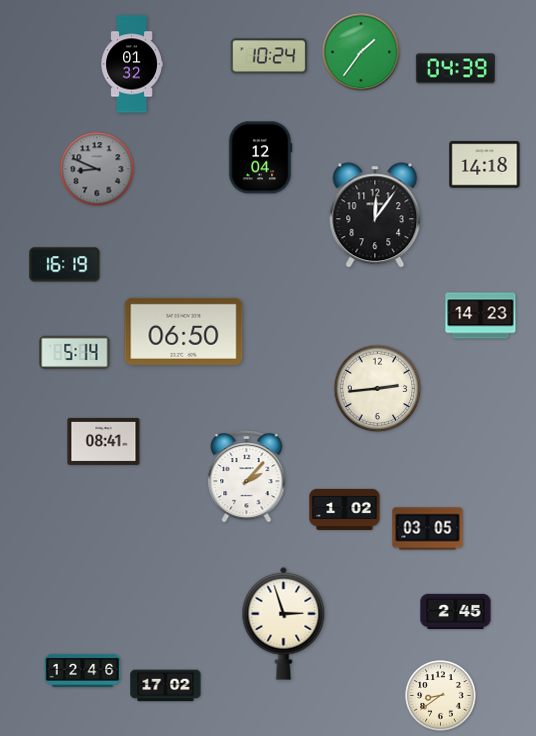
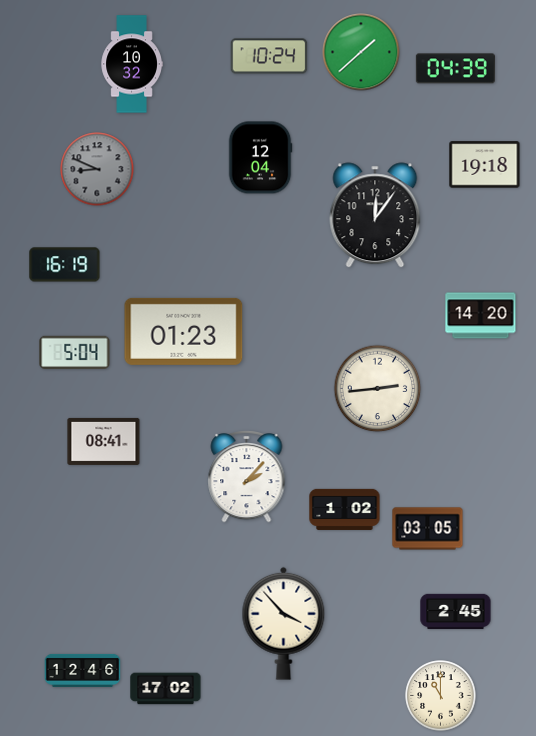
clock at (361, 52): 1:36 -> 1:38
clock at (132, 64): 01:32 -> 10:32
clock at (485, 165): 14:18 -> 19:18
clock at (481, 316): 14:23 -> 14:20
clock at (184, 331): 06:50 -> 01:23
clock at (75, 352): 5:14 -> 5:04
clock at (284, 623): 2:57 -> 3:53
clock at (166, 686) position: (166, 686) -> (166, 689)
clock at (441, 696): 8:39 -> 11:00
